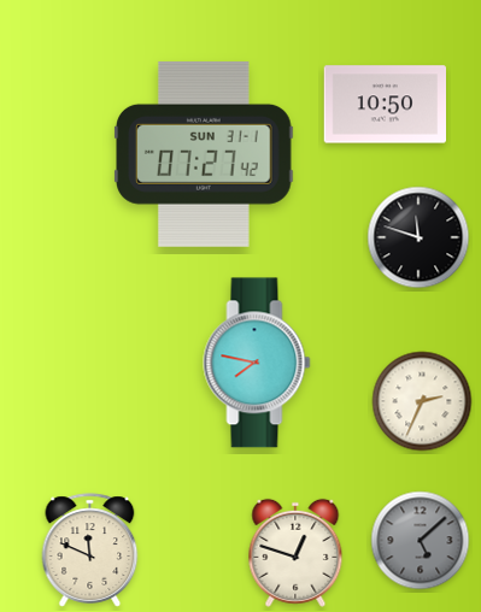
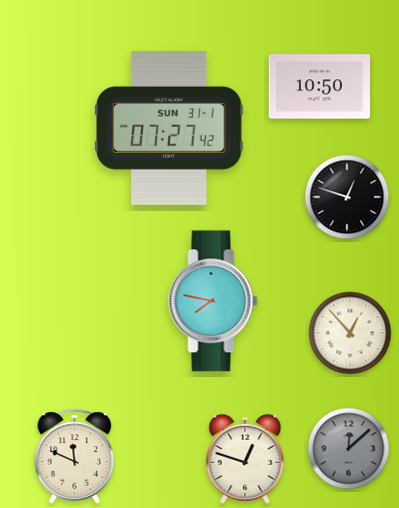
clock at (418, 237): 11:48 -> 12:48
clock at (422, 401): 2:34 -> 12:53
clock at (421, 541): 5:08 -> 12:08
